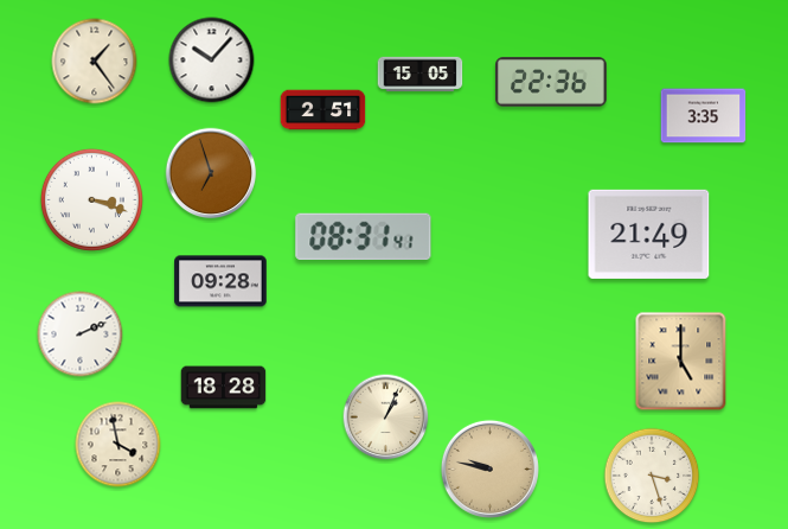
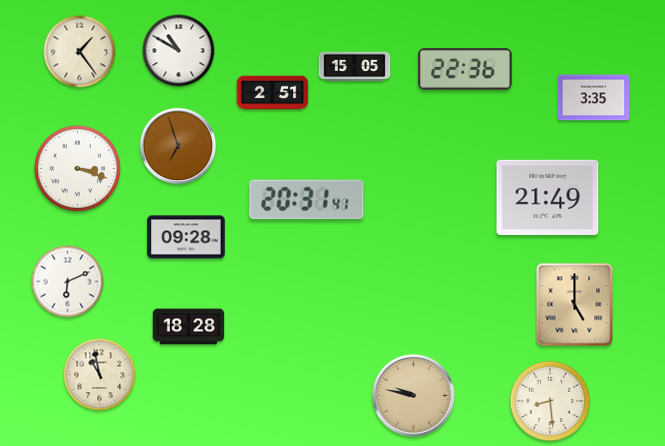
clock at (212, 60): 10:07 -> 10:50
clock at (421, 74) position: (421, 74) -> (355, 66)
clock at (364, 236): 08:31 -> 20:31
clock at (81, 334): 2:11 -> 6:11
clock at (386, 418): 1:04 -> none
clock at (118, 445): 3:58 -> 10:58
clock at (652, 476): 3:27 -> 8:29
